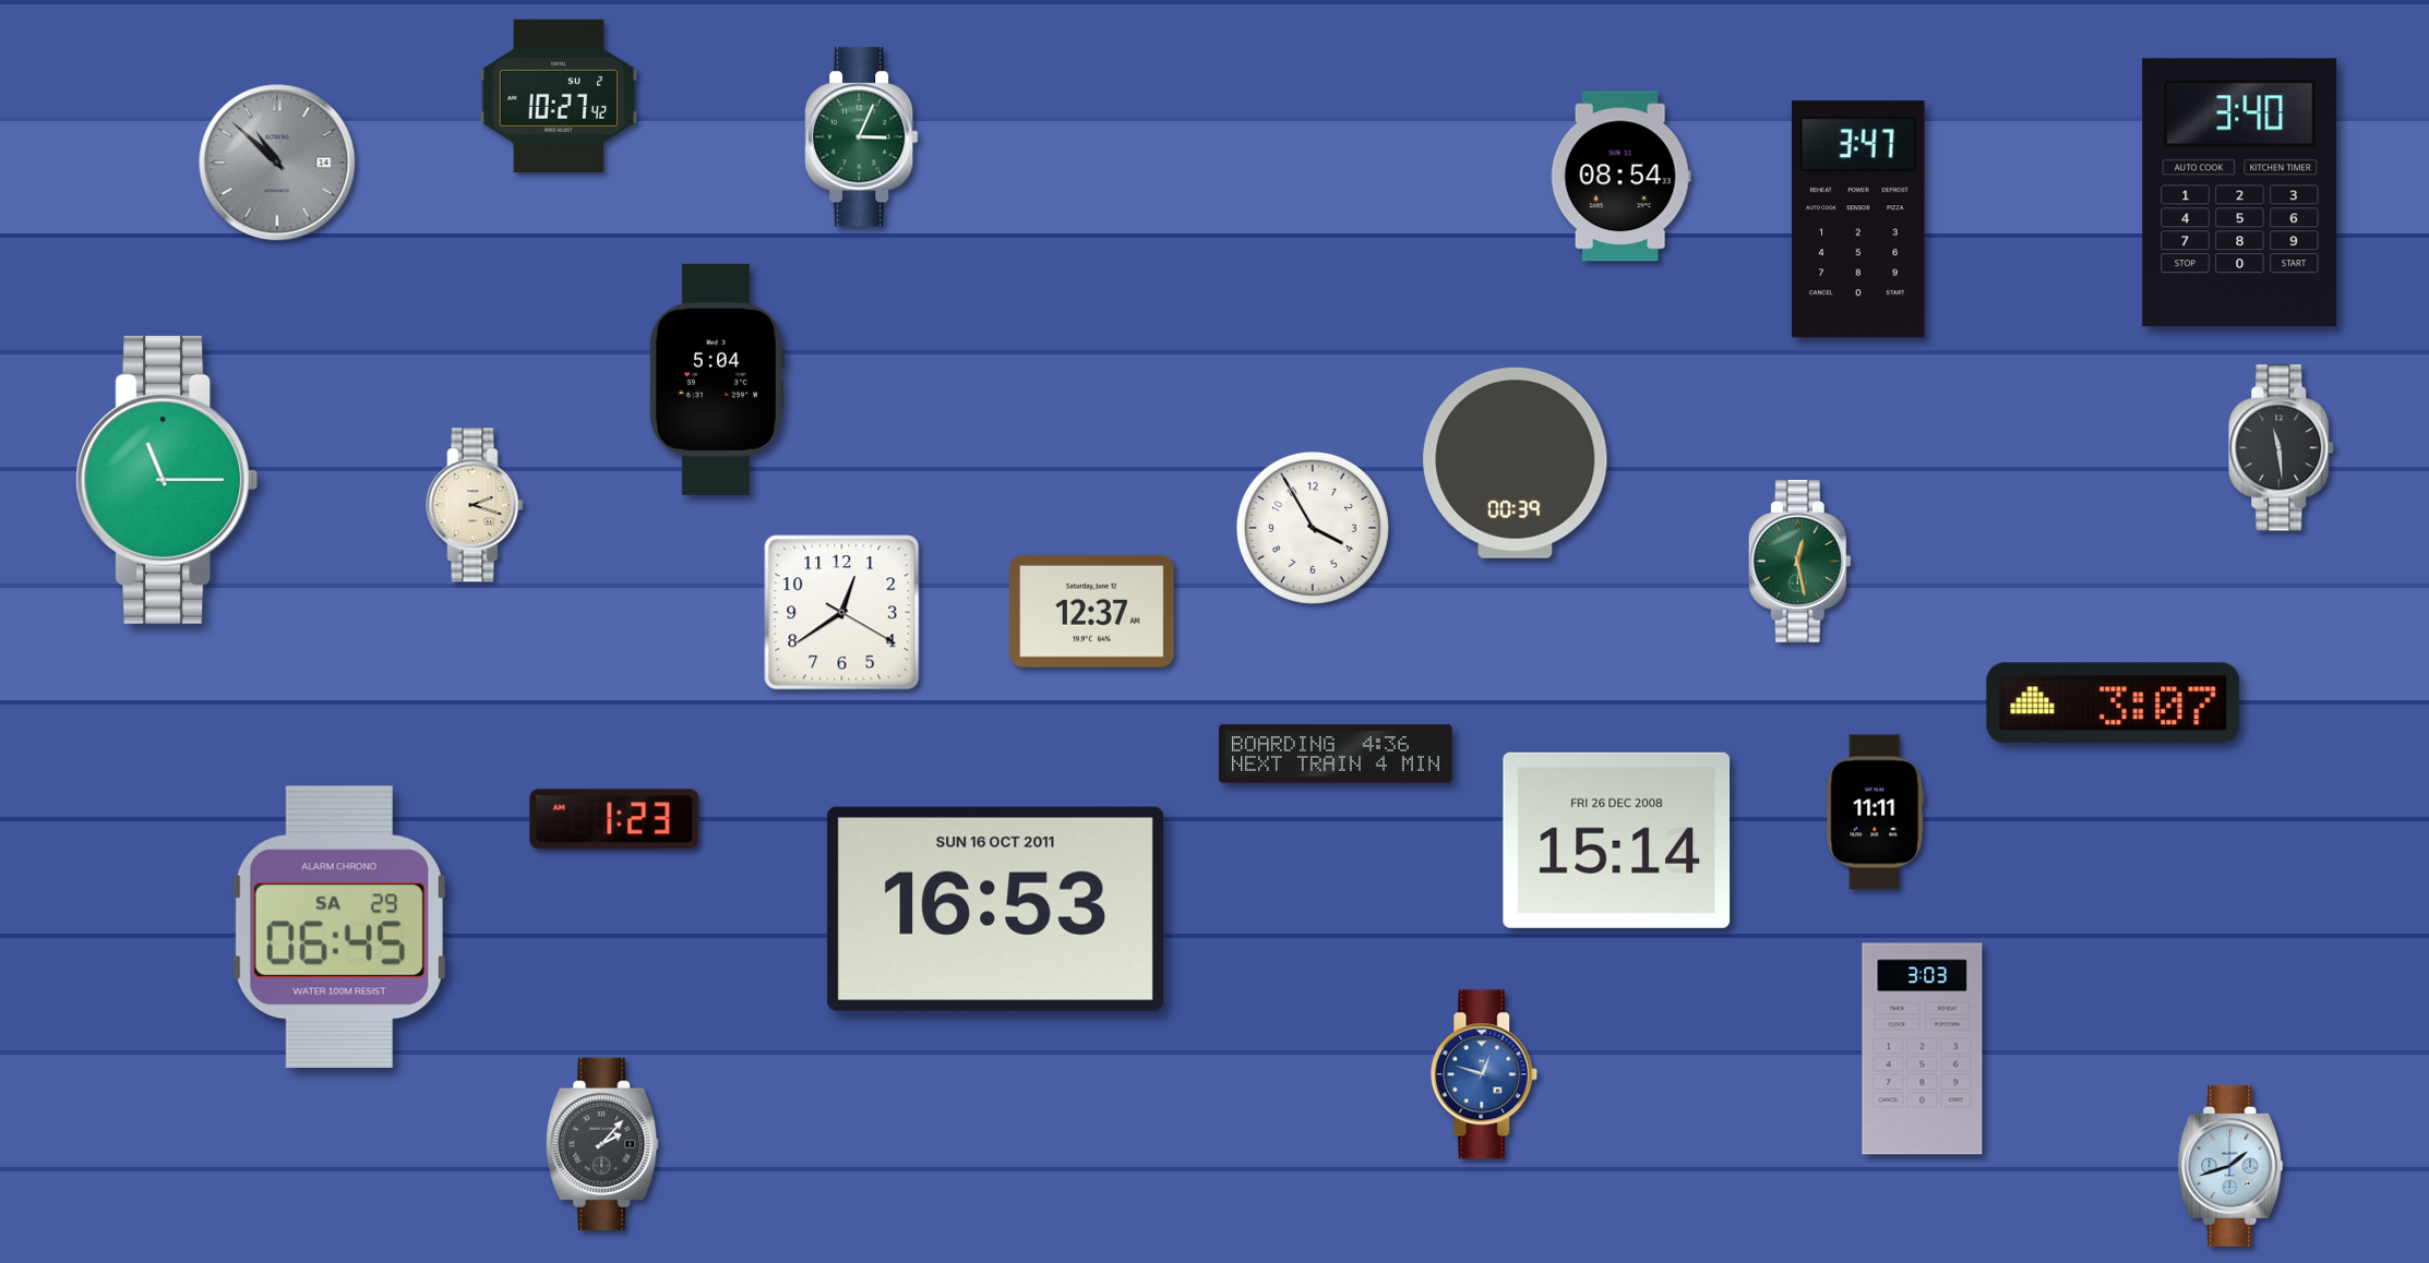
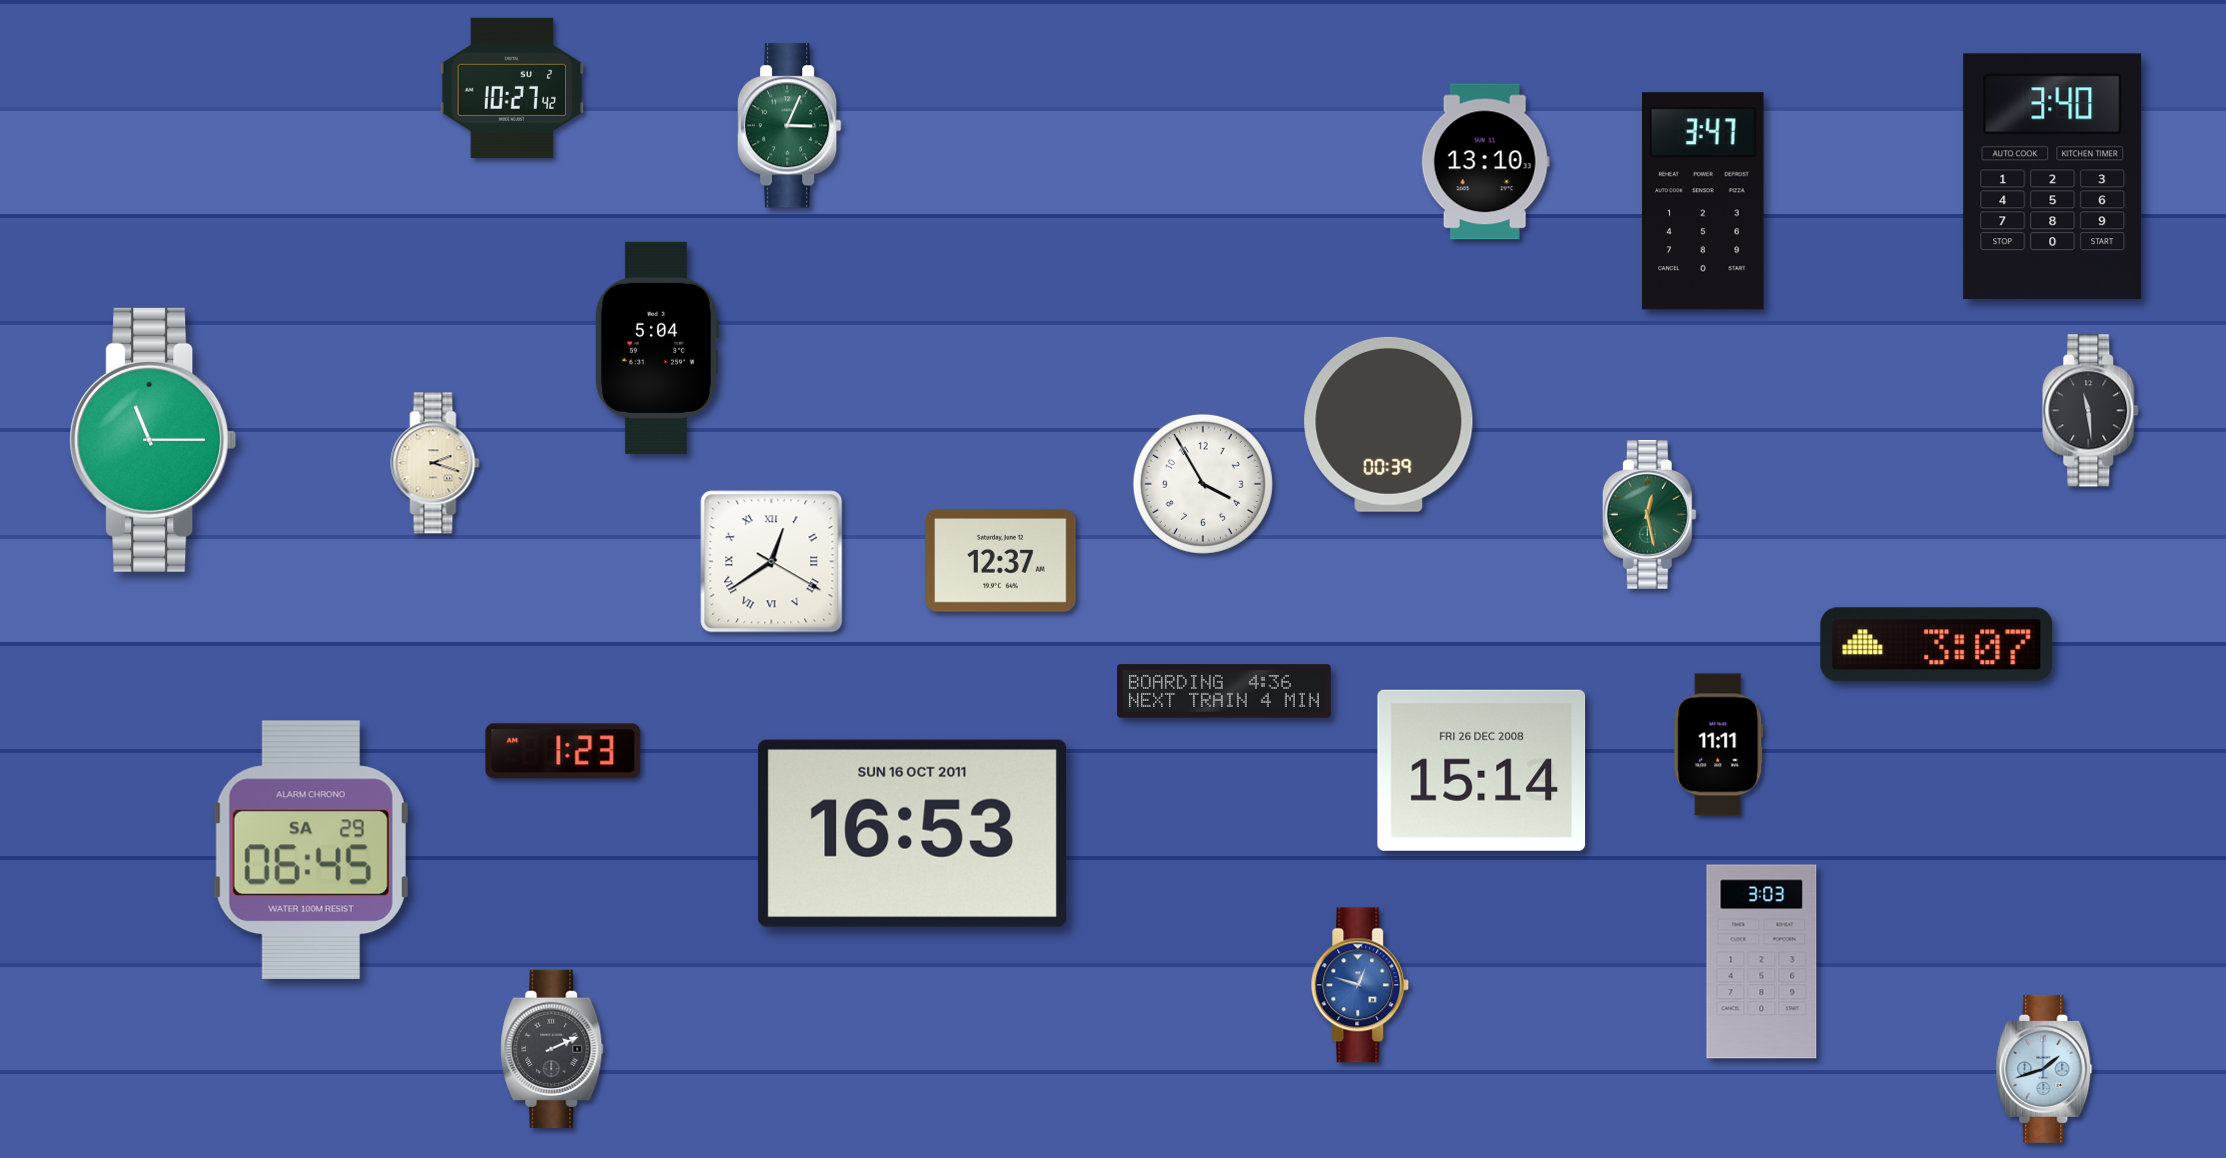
clock at (277, 163): 10:52 -> none
clock at (1620, 177): 08:54 -> 13:10
clock at (842, 613) numerals: Arabic -> Roman
clock at (602, 1143): 2:07 -> 2:11
